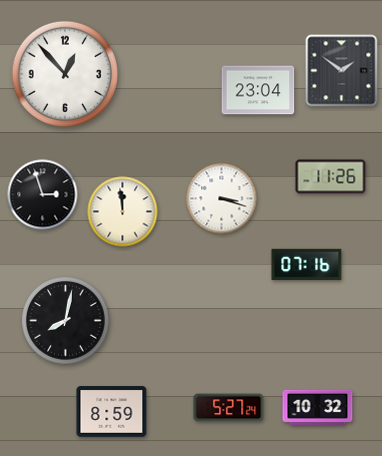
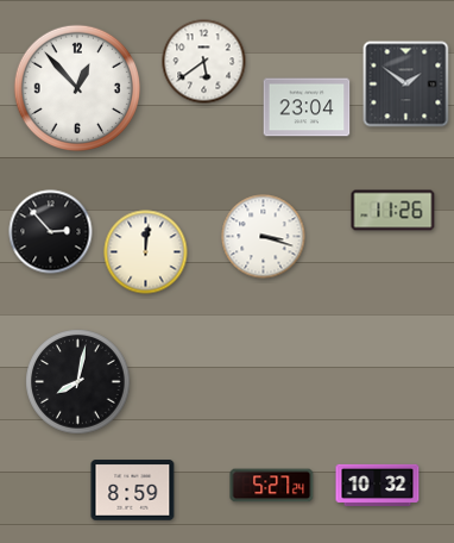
clock at (204, 62): none -> 5:39
clock at (43, 195): 2:57 -> 2:53
clock at (123, 212): 11:59 -> 12:01
clock at (307, 265): 07:16 -> none
